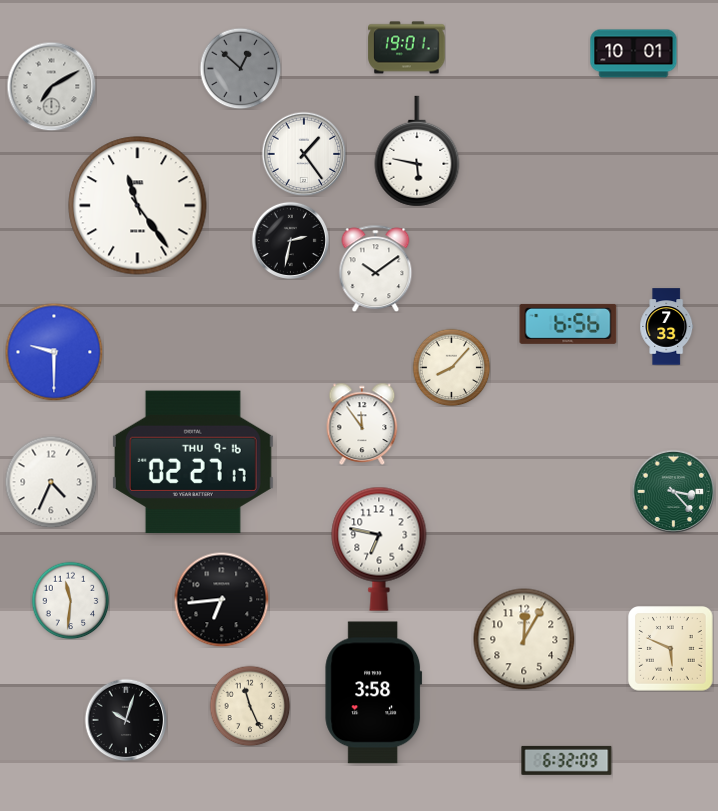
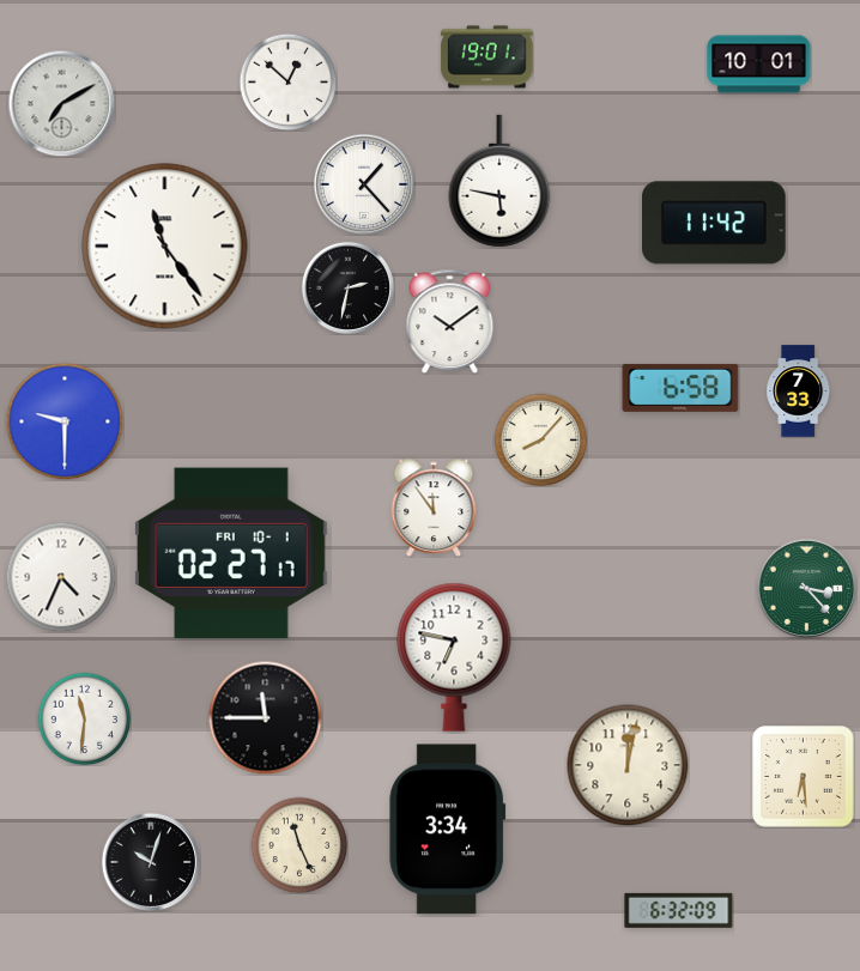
clock at (240, 68) dial: grey -> white
clock at (304, 154): 1:24 -> 1:23
clock at (715, 223): none -> 11:42
clock at (568, 324): 6:56 -> 6:58
clock at (193, 462) date: THU 9-16 -> FRI 10-1
clock at (221, 599): 6:44 -> 11:45
clock at (524, 639): 12:05 -> 12:02
clock at (671, 649): 5:49 -> 6:29
clock at (374, 693): 3:58 -> 3:34
